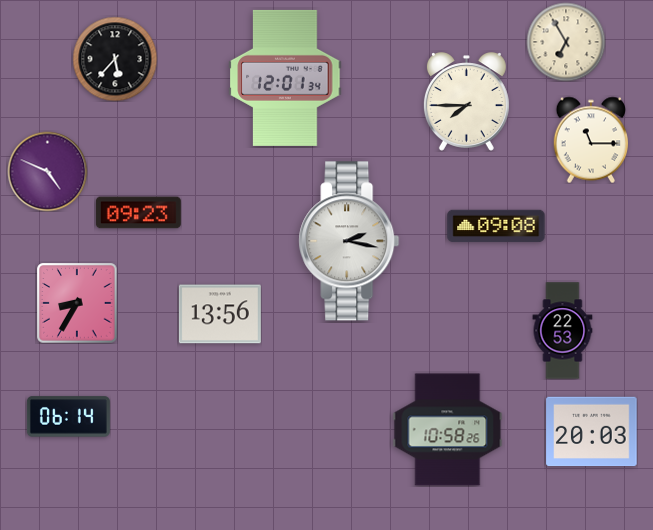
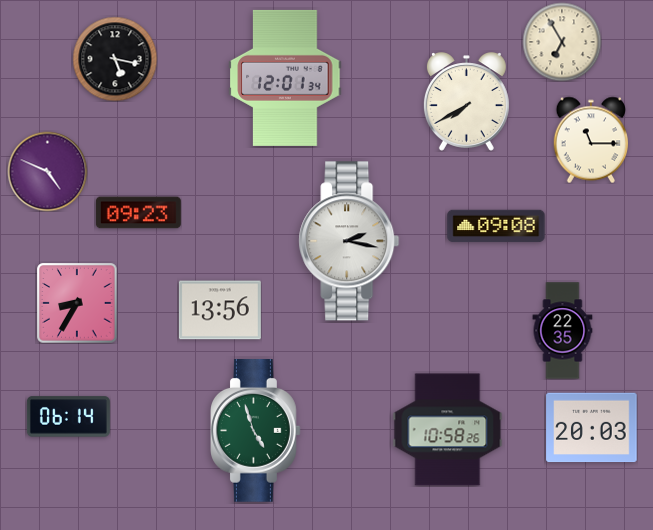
clock at (566, 42) position: (566, 42) -> (562, 42)
clock at (115, 59): 5:37 -> 5:17
clock at (466, 102): 7:45 -> 7:40
clock at (220, 314) position: (220, 314) -> (220, 310)
clock at (563, 331): 22:53 -> 22:35
clock at (256, 431): none -> 4:57
clock at (592, 432) position: (592, 432) -> (592, 428)
